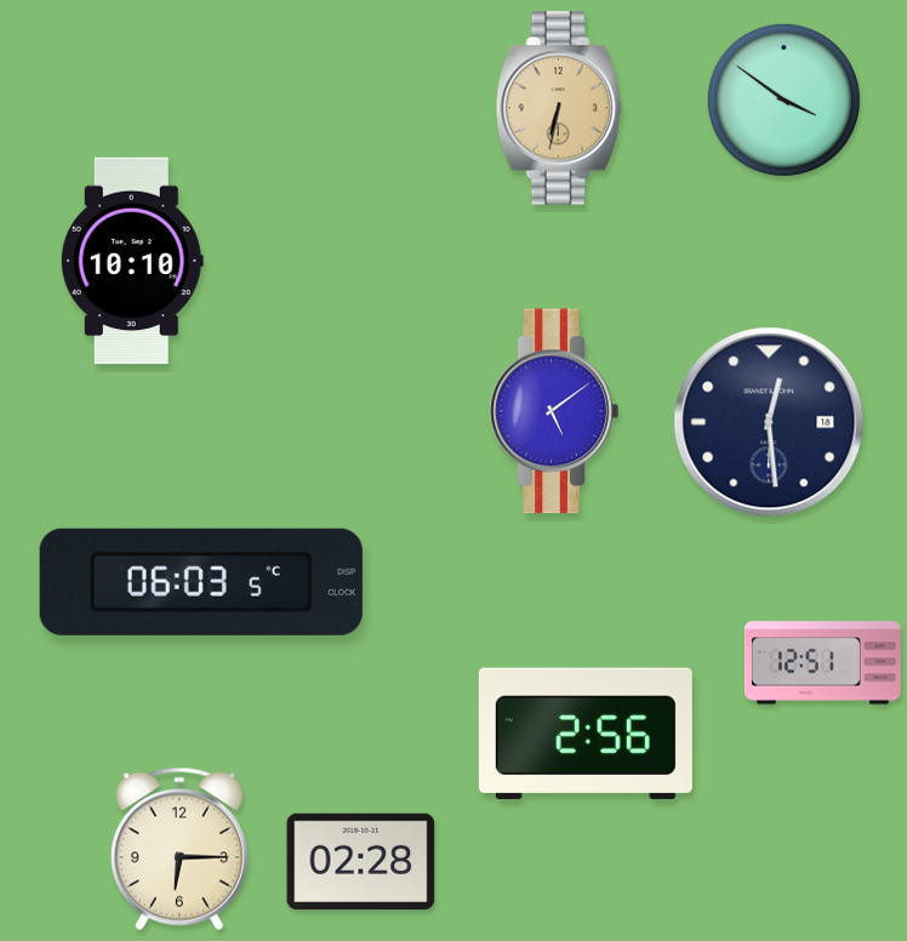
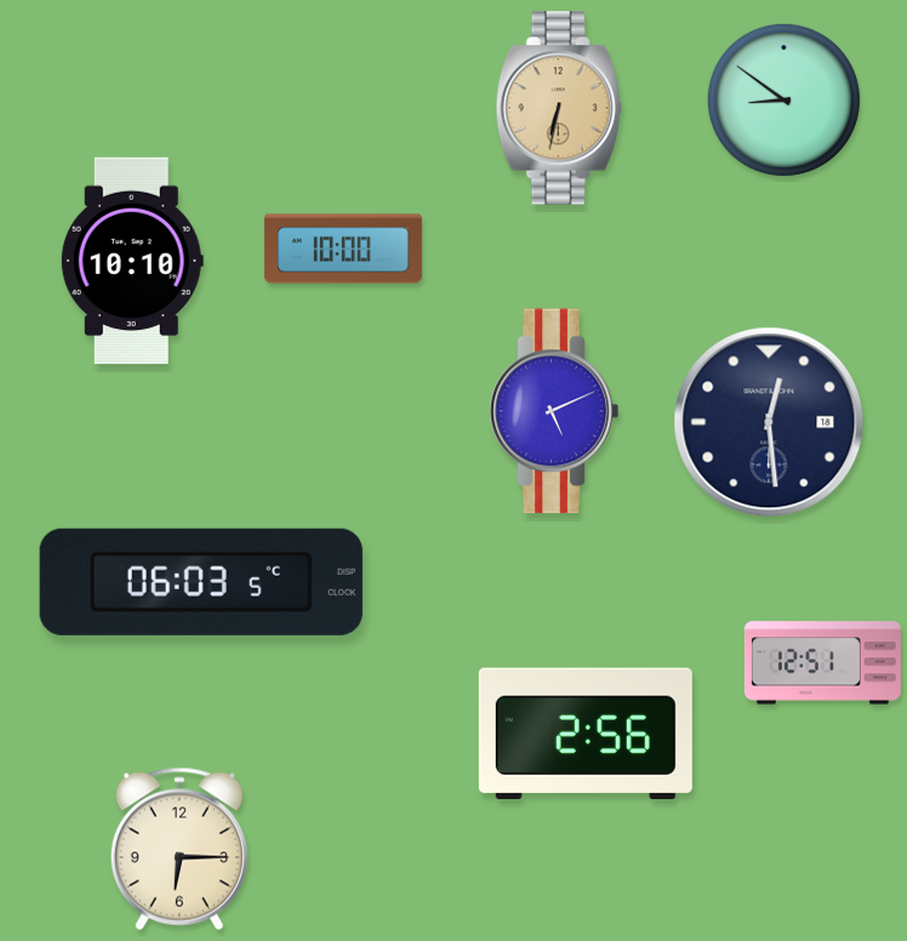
clock at (783, 99): 3:51 -> 8:51
clock at (343, 249): none -> 10:00
clock at (554, 411): 5:09 -> 5:11
clock at (361, 861): 02:28 -> none
